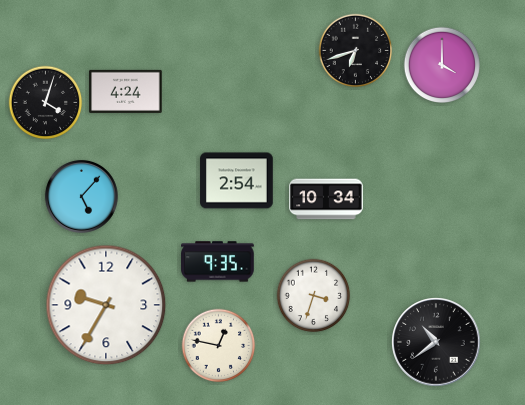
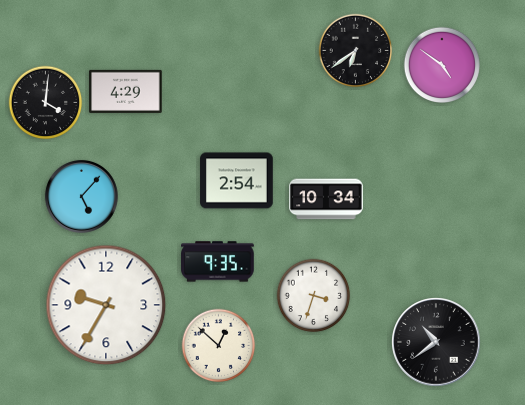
clock at (356, 51): 6:42 -> 6:39
clock at (441, 64): 4:00 -> 4:51
clock at (126, 91): 4:24 -> 4:29
clock at (46, 103): 4:03 -> 4:01
clock at (219, 346): 12:47 -> 12:52
